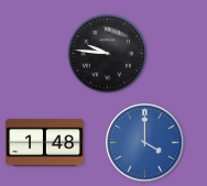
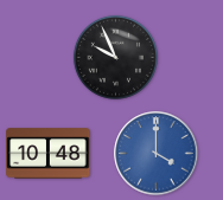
clock at (107, 53): 9:46 -> 9:56
clock at (45, 143): 1:48 -> 10:48
